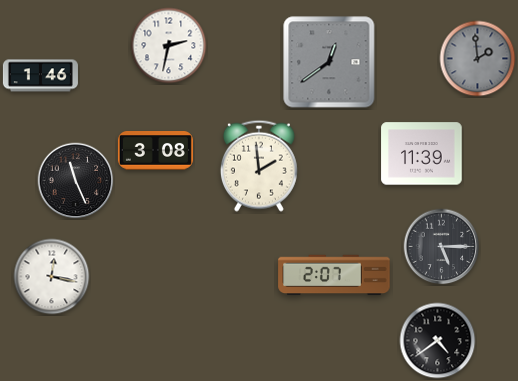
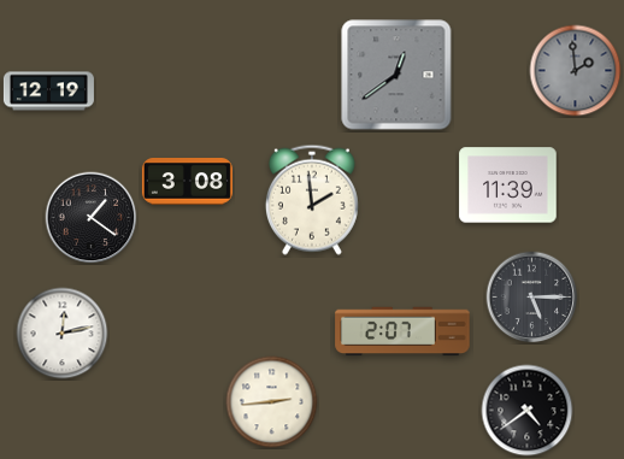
clock at (169, 46): 2:32 -> none
clock at (40, 76): 1:46 -> 12:19
clock at (76, 181): 11:26 -> 1:21
clock at (52, 277): 12:17 -> 12:13
clock at (272, 402): none -> 2:44
